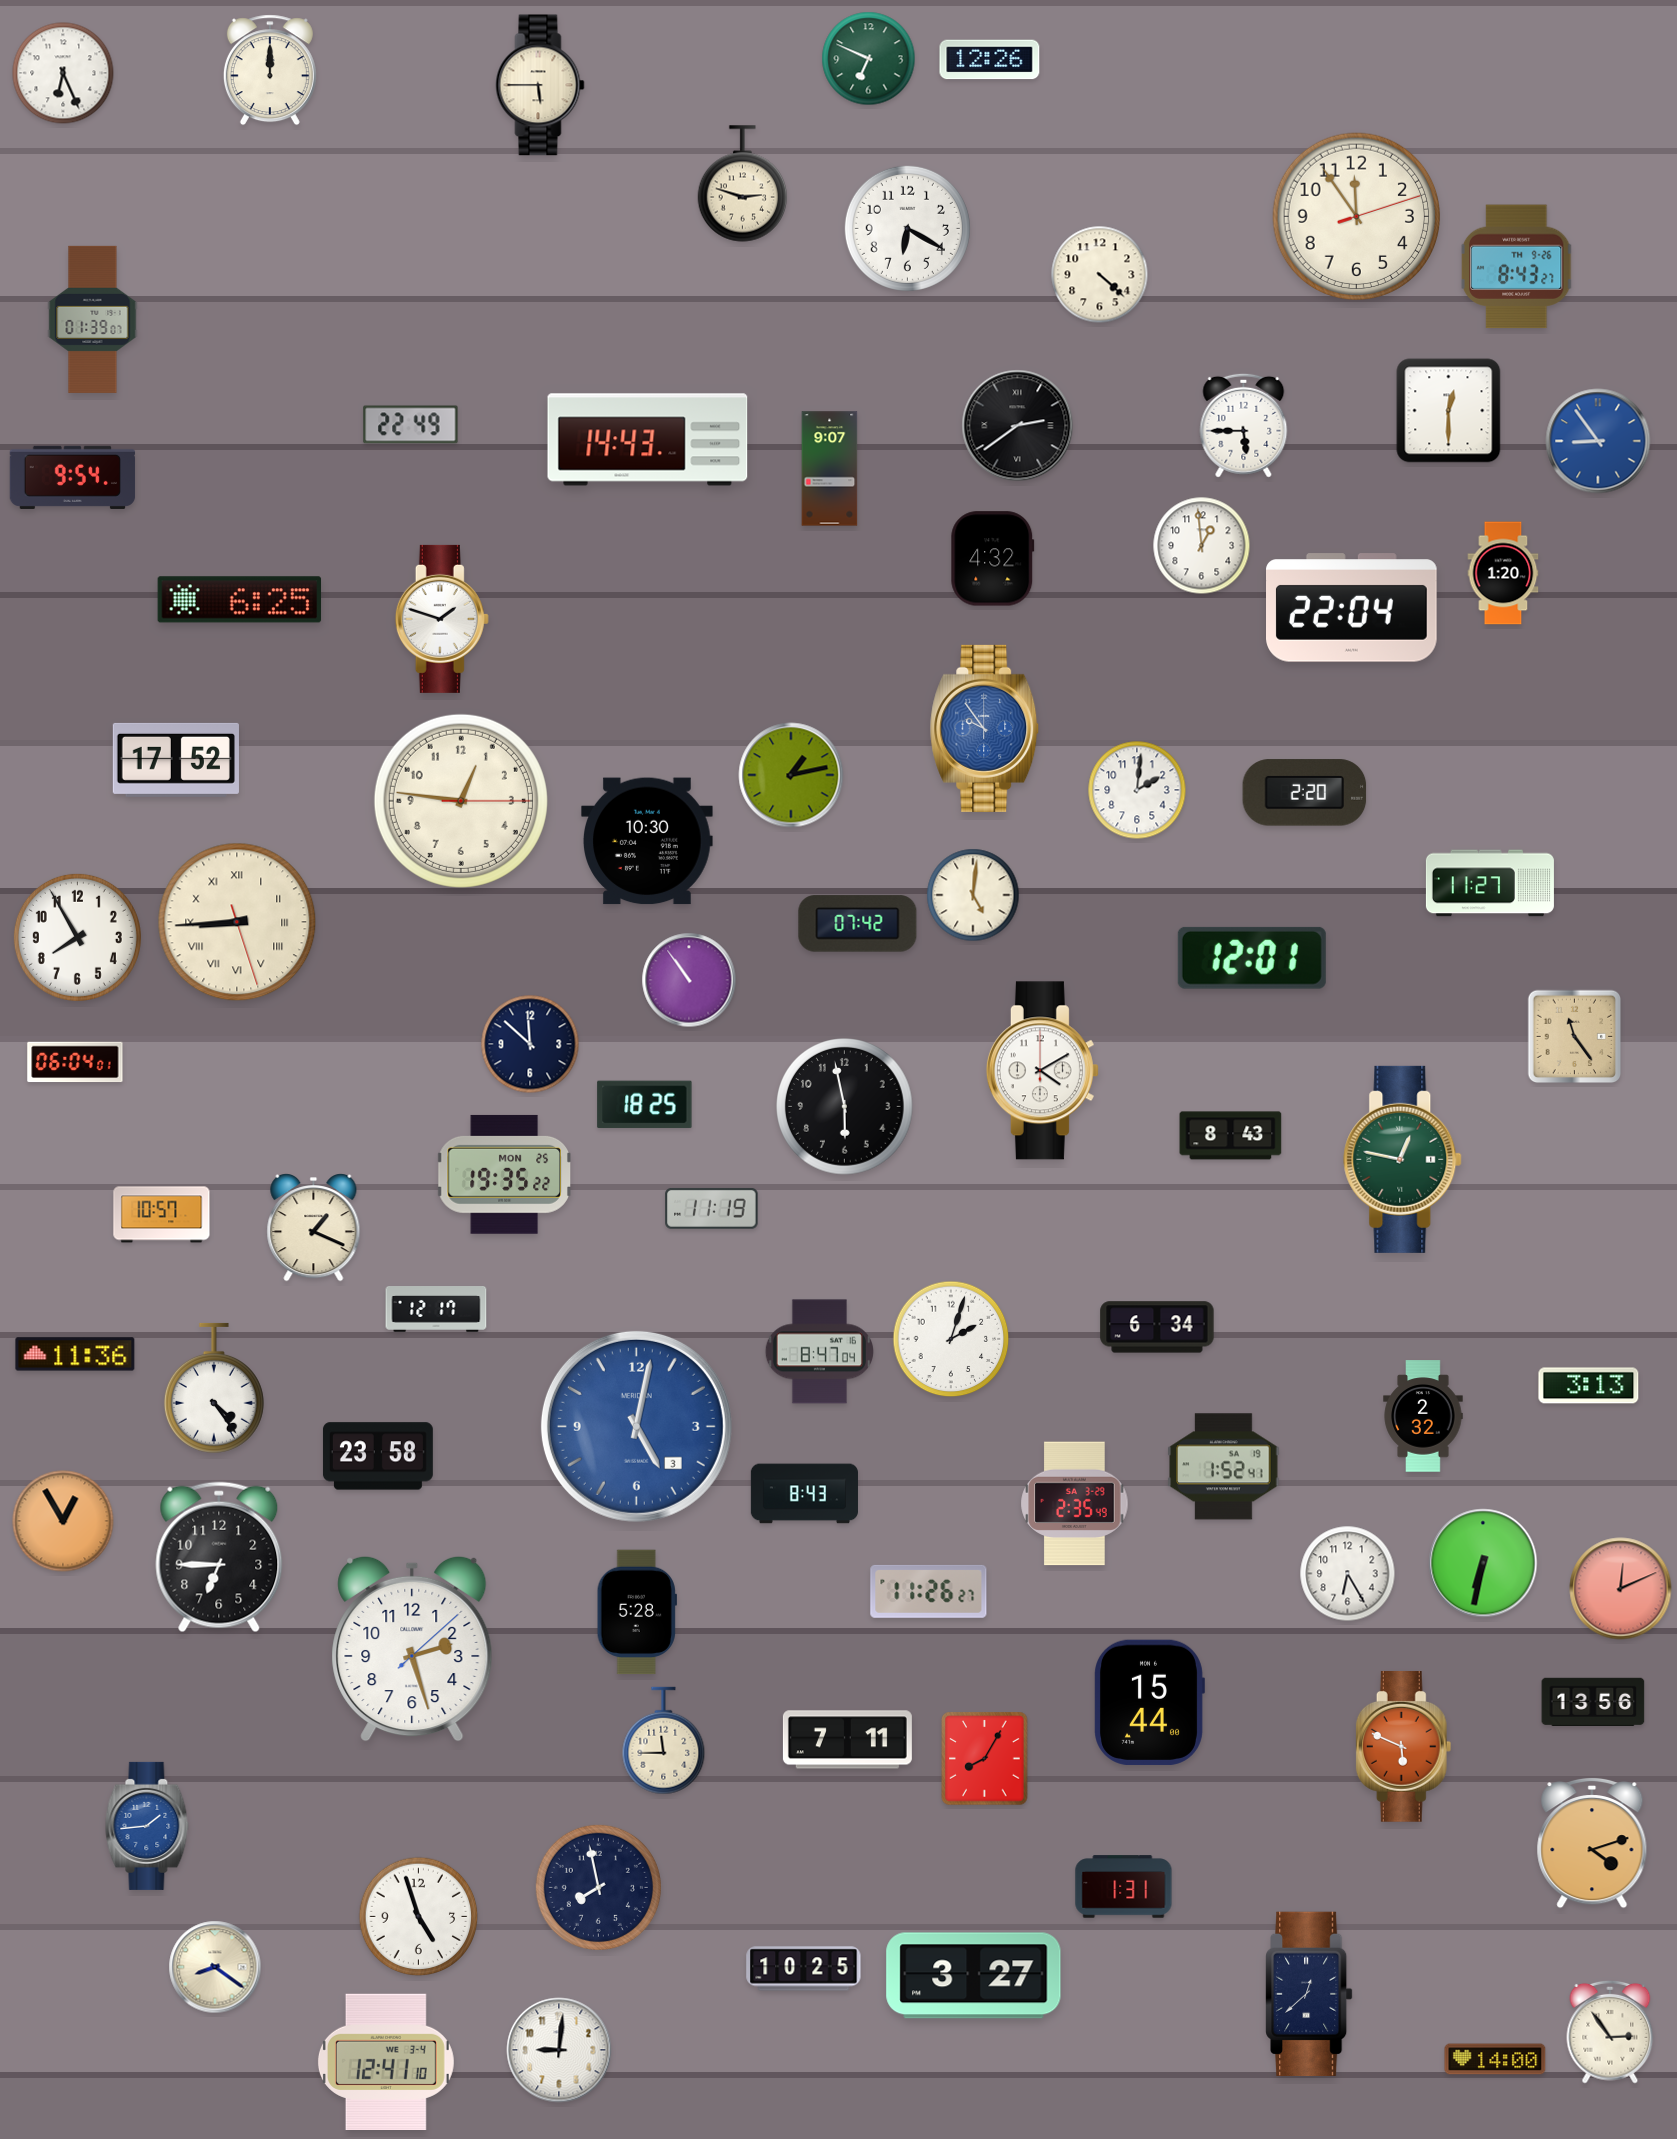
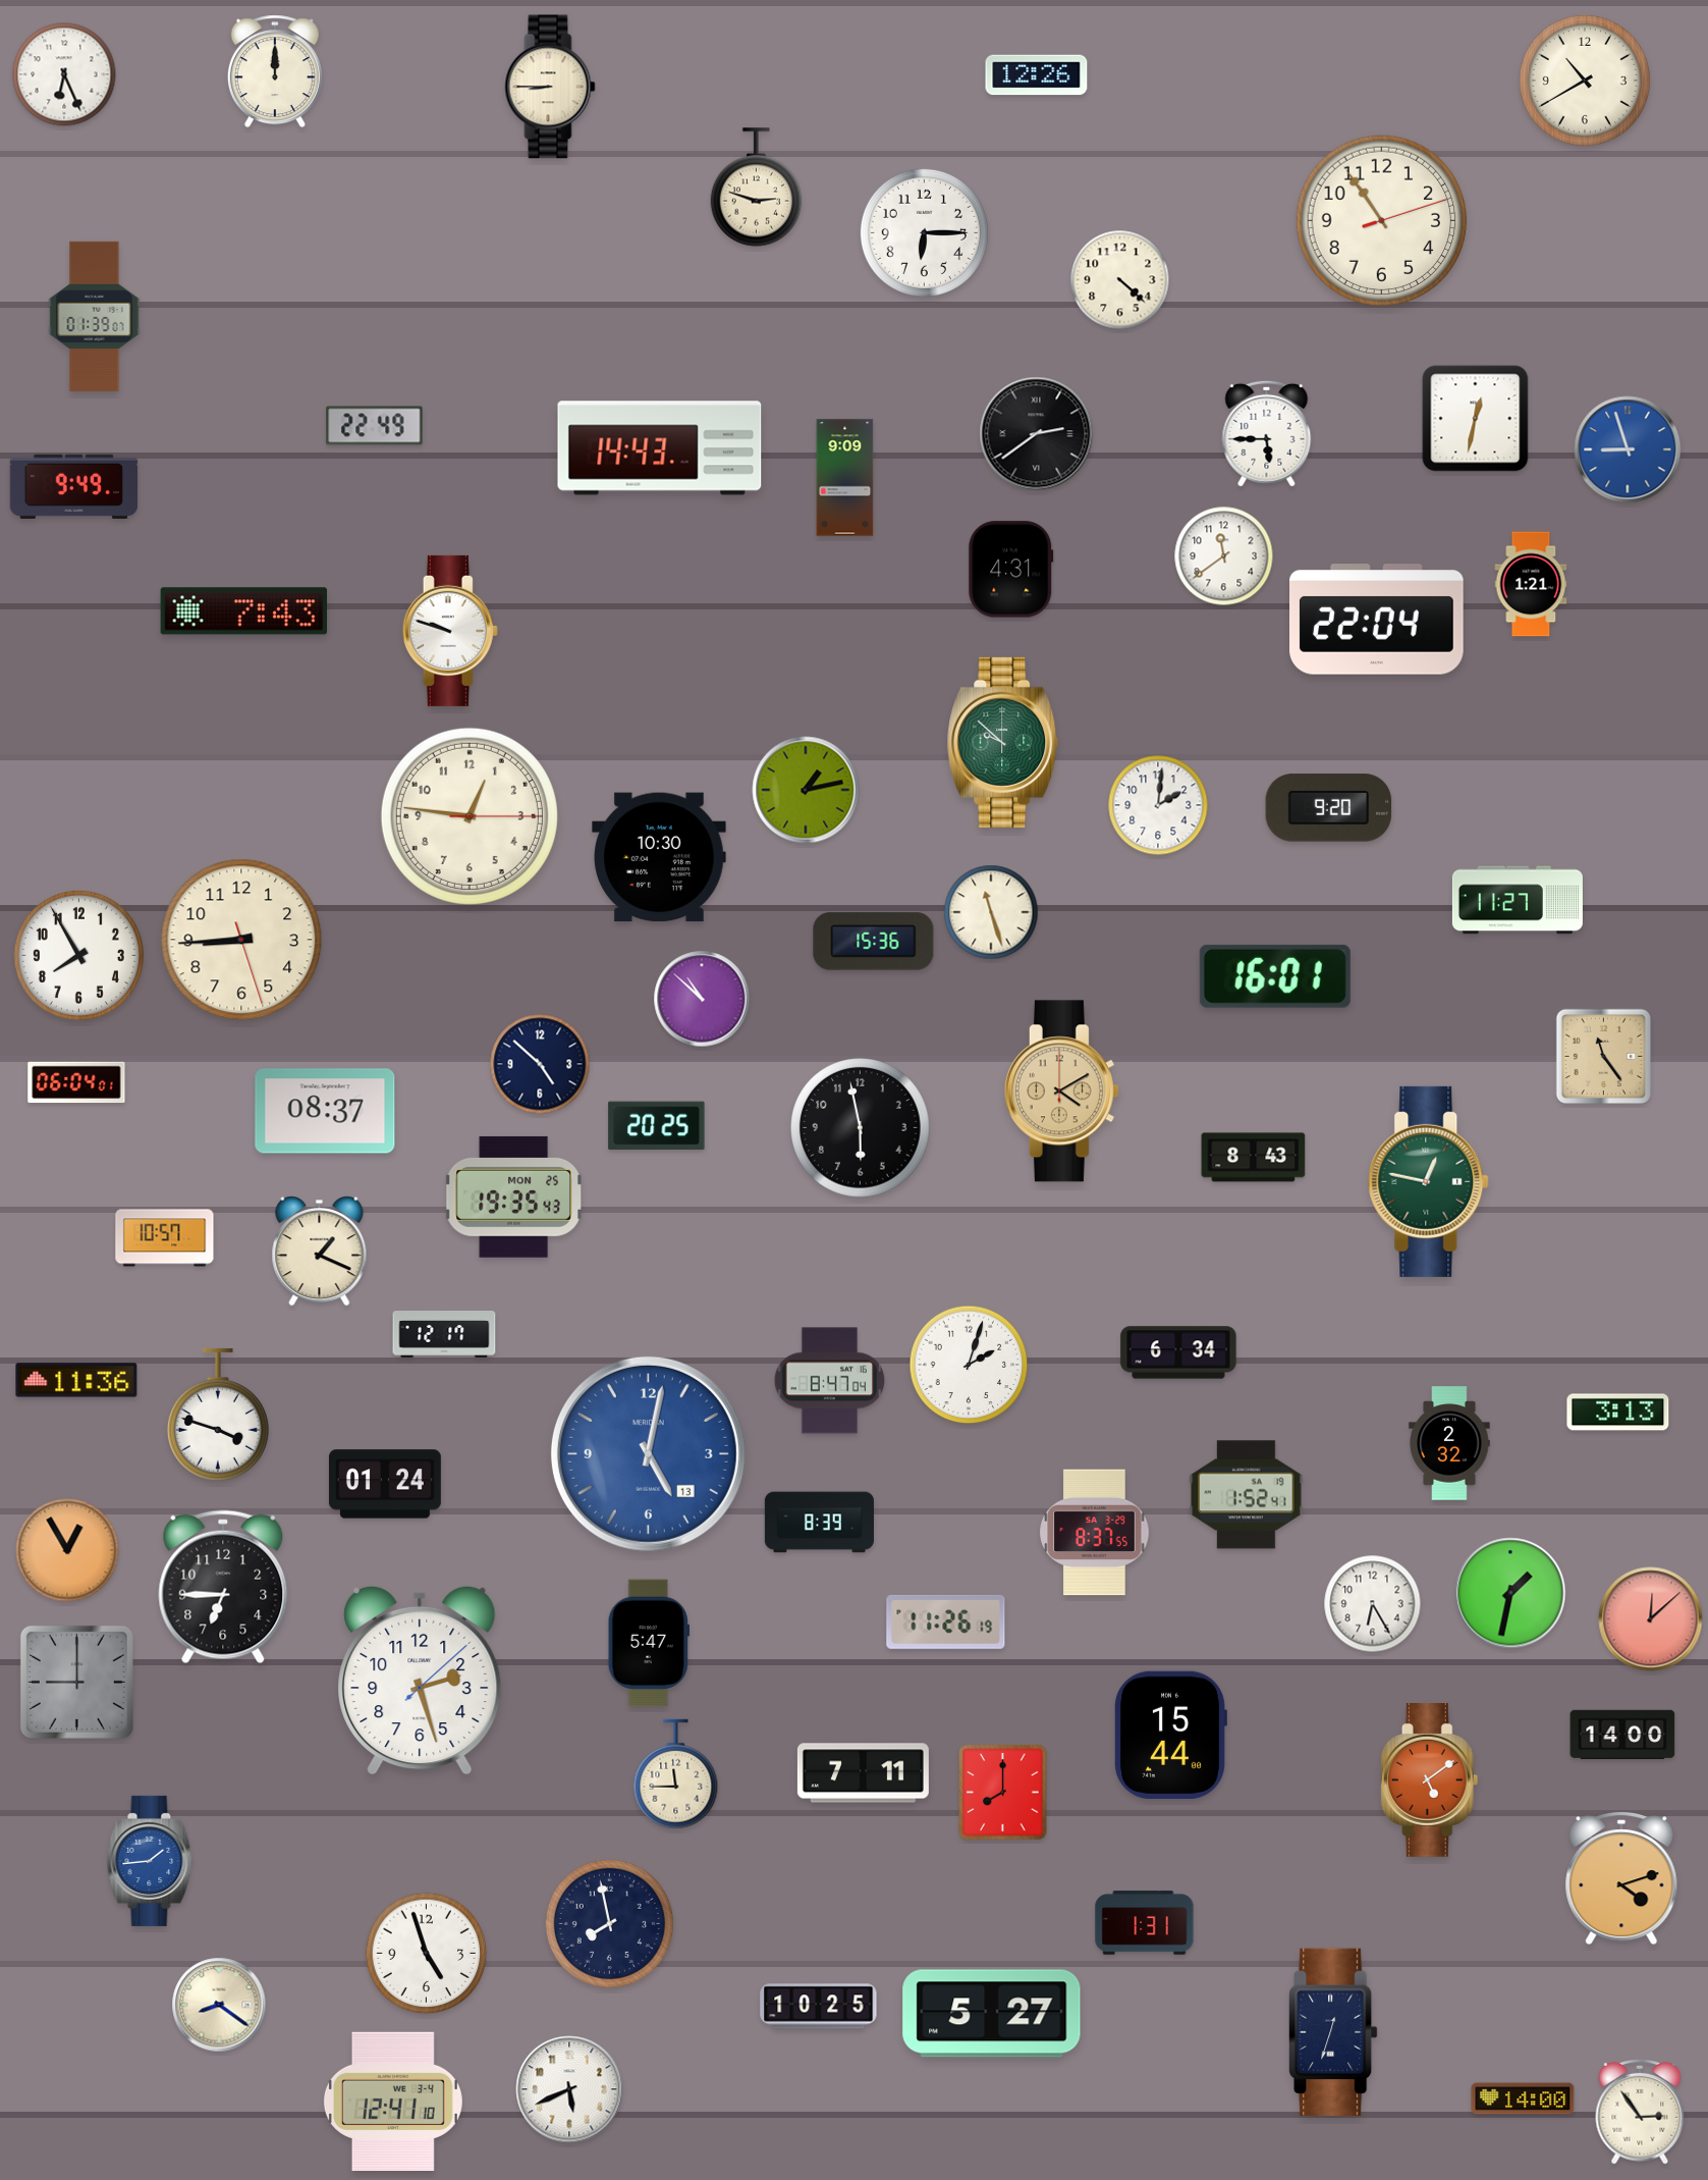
clock at (869, 59): 6:49 -> none
clock at (990, 60) position: (990, 60) -> (1037, 75)
clock at (1585, 81): none -> 10:40
clock at (540, 85): 5:45 -> 8:45
clock at (1357, 217): 11:54 -> 10:54
clock at (907, 228): 6:20 -> 6:15
clock at (1516, 267): 8:43 -> none
clock at (93, 319) position: (93, 319) -> (95, 316)
clock at (1449, 411): 12:30 -> 12:32
clock at (411, 425) position: (411, 425) -> (375, 426)
clock at (1598, 441): 8:54 -> 8:57
clock at (830, 469): 9:07 -> 9:09
clock at (73, 477): 9:54 -> 9:49
clock at (1202, 546): 12:59 -> 11:39
clock at (993, 559): 4:32 -> 4:31
clock at (1503, 573): 1:20 -> 1:21
clock at (240, 600): 6:25 -> 7:43
clock at (442, 619): 1:48 -> 9:48
clock at (985, 728): 9:54 -> 9:52
clock at (985, 728) dial: blue -> green
clock at (176, 760): 17:52 -> none
clock at (1305, 793): 2:20 -> 9:20
clock at (973, 895): 5:01 -> 11:27
clock at (237, 922) numerals: Roman -> Arabic
clock at (858, 924): 07:42 -> 15:36
clock at (1252, 958): 12:01 -> 16:01
clock at (689, 980): 10:54 -> 10:52
clock at (530, 1044): 11:52 -> 4:52
clock at (1042, 1071) dial: white -> champagne
clock at (325, 1111): none -> 08:37
clock at (645, 1105): 18:25 -> 20:25
clock at (504, 1174): 19:35:22 -> 19:35:43
clock at (712, 1209): 11:19 -> none
clock at (819, 1352) position: (819, 1352) -> (829, 1381)
clock at (214, 1388): 4:24 -> 3:48
clock at (636, 1426) date: 3 -> 13
clock at (378, 1456): 23:58 -> 01:24
clock at (804, 1494): 8:43 -> 8:39
clock at (1075, 1504): 2:35 -> 8:37
clock at (63, 1521) position: (63, 1521) -> (67, 1550)
clock at (1483, 1563): 6:32 -> 1:32
clock at (1621, 1589): 12:11 -> 12:08
clock at (929, 1591): 11:26:27 -> 11:26:19
clock at (637, 1612): 5:28 -> 5:47
clock at (76, 1682): none -> 9:00
clock at (1593, 1702): 13:56 -> 14:00
clock at (1404, 1747): 5:49 -> 5:09
clock at (985, 1759): 8:05 -> 8:00
clock at (974, 1976): 3:27 -> 5:27
clock at (1309, 1993): 12:38 -> 12:33
clock at (1610, 2032) position: (1610, 2032) -> (1640, 2112)
clock at (559, 2050): 9:01 -> 5:41
